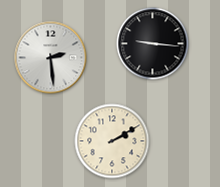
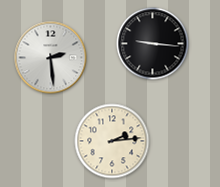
clock at (112, 141): 2:10 -> 2:14
